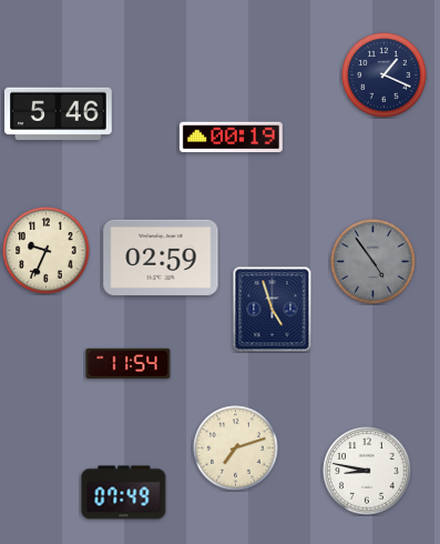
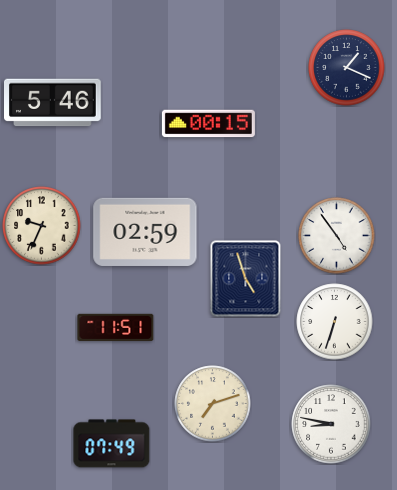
clock at (231, 138): 00:19 -> 00:15
clock at (374, 262) dial: grey -> white
clock at (335, 322): none -> 6:33
clock at (129, 363): 11:54 -> 11:51
